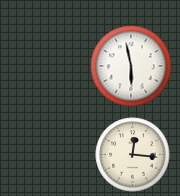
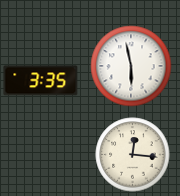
clock at (41, 81): none -> 3:35
